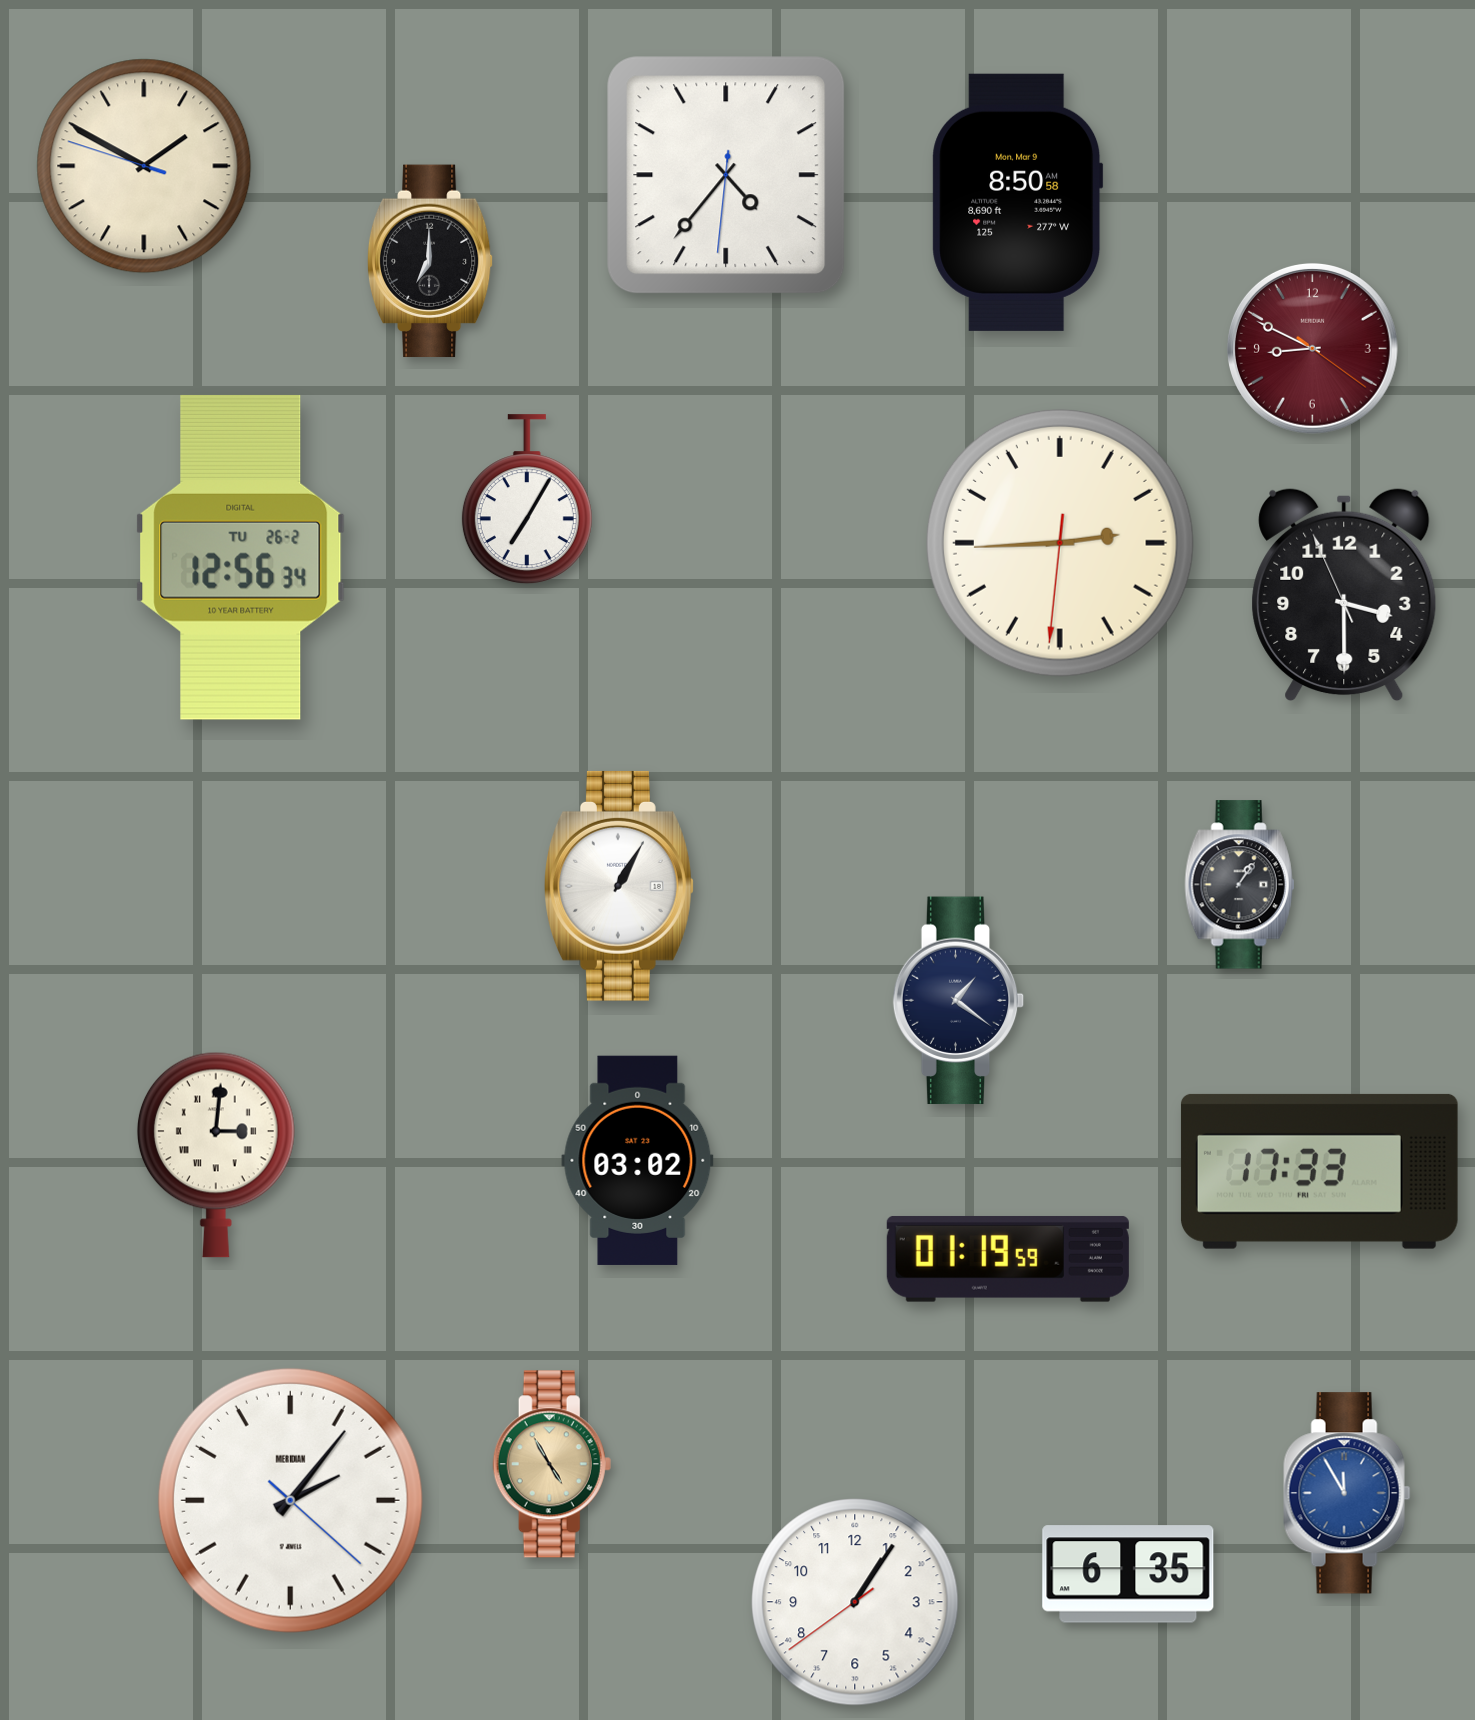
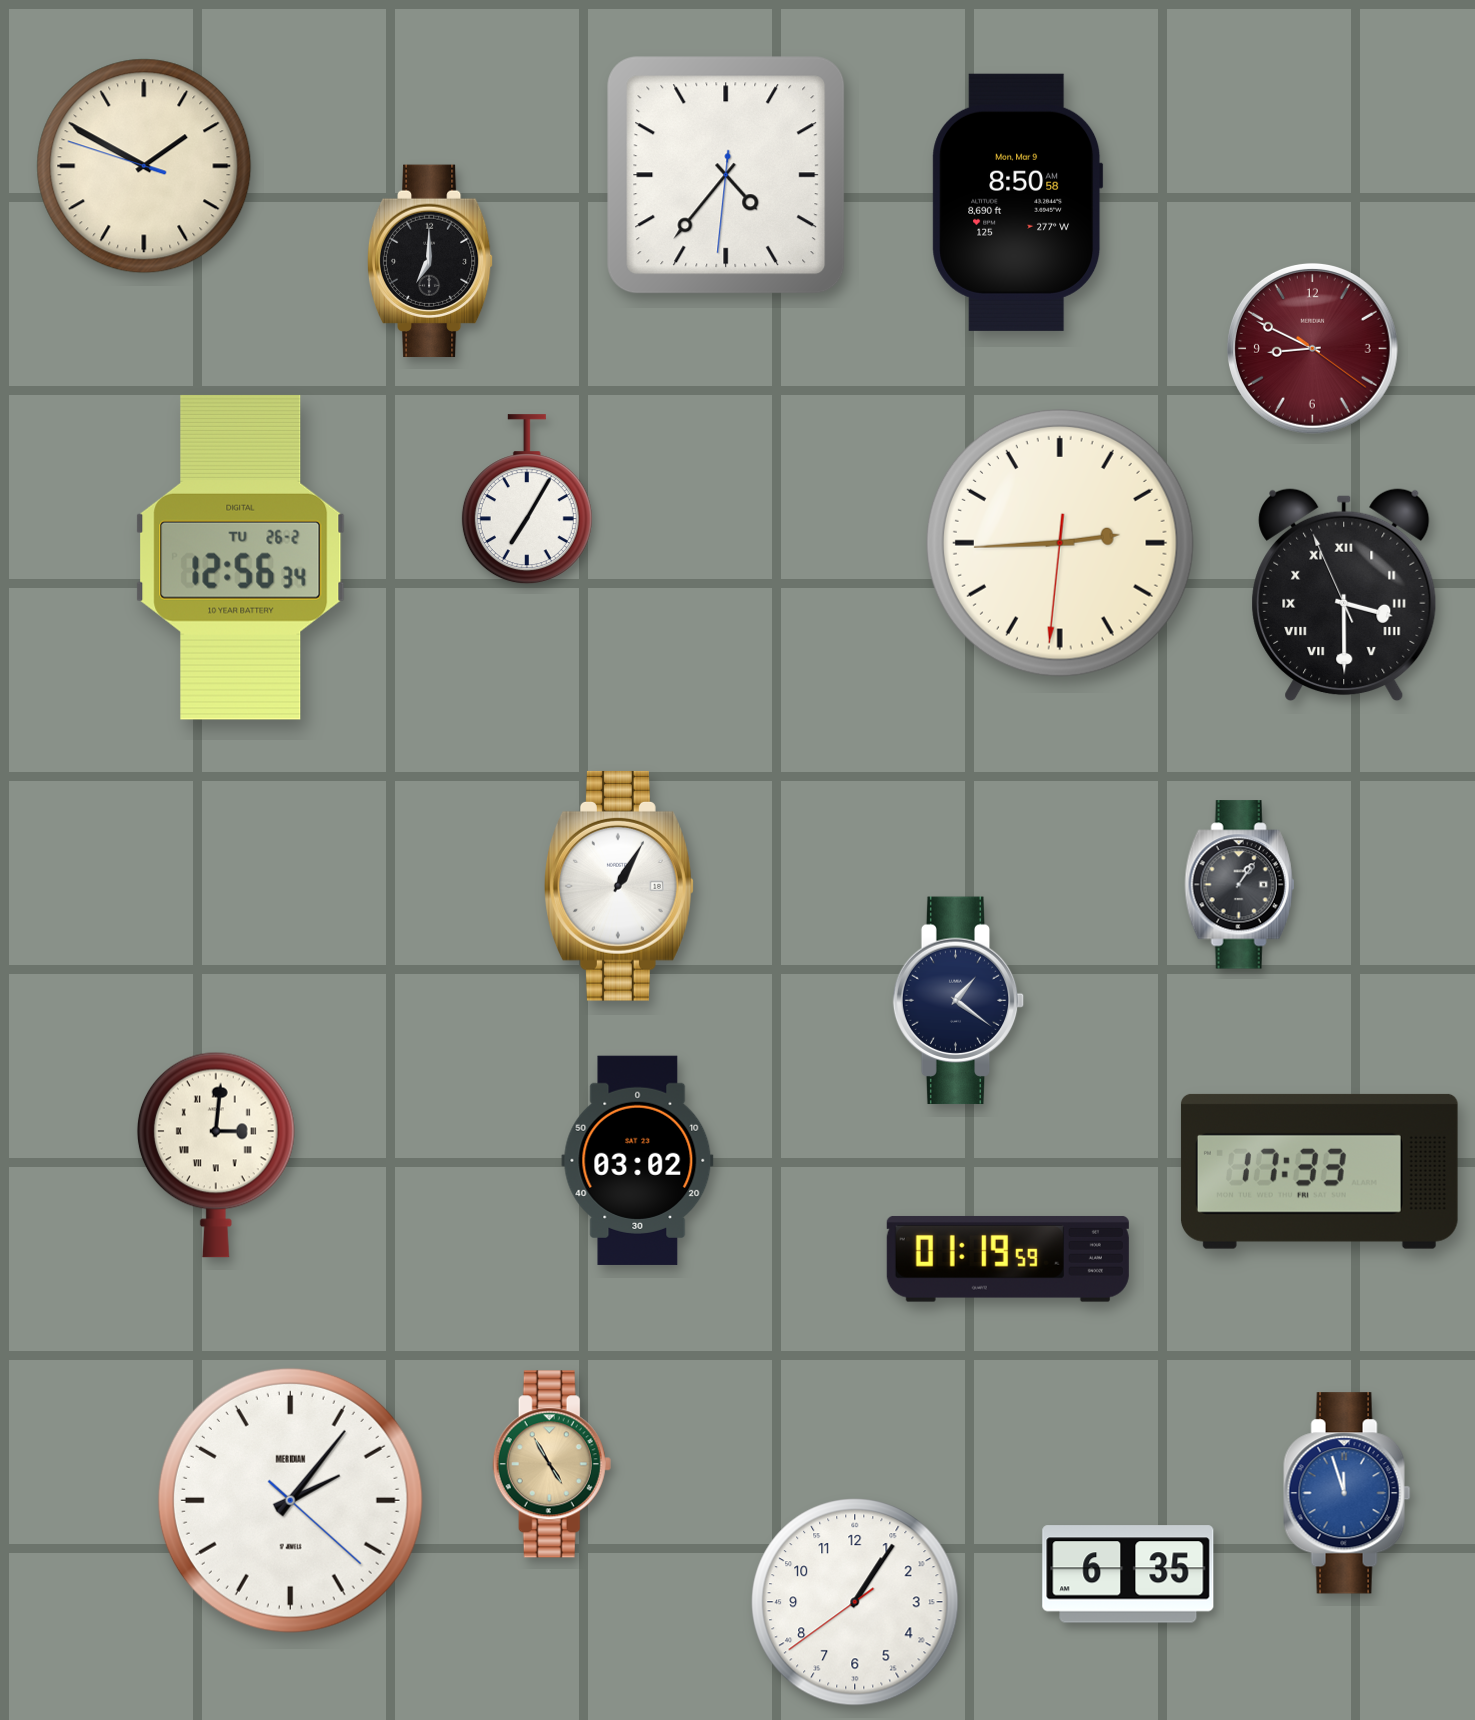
clock at (1344, 595) numerals: Arabic -> Roman
clock at (1347, 1493): 11:55 -> 11:57
